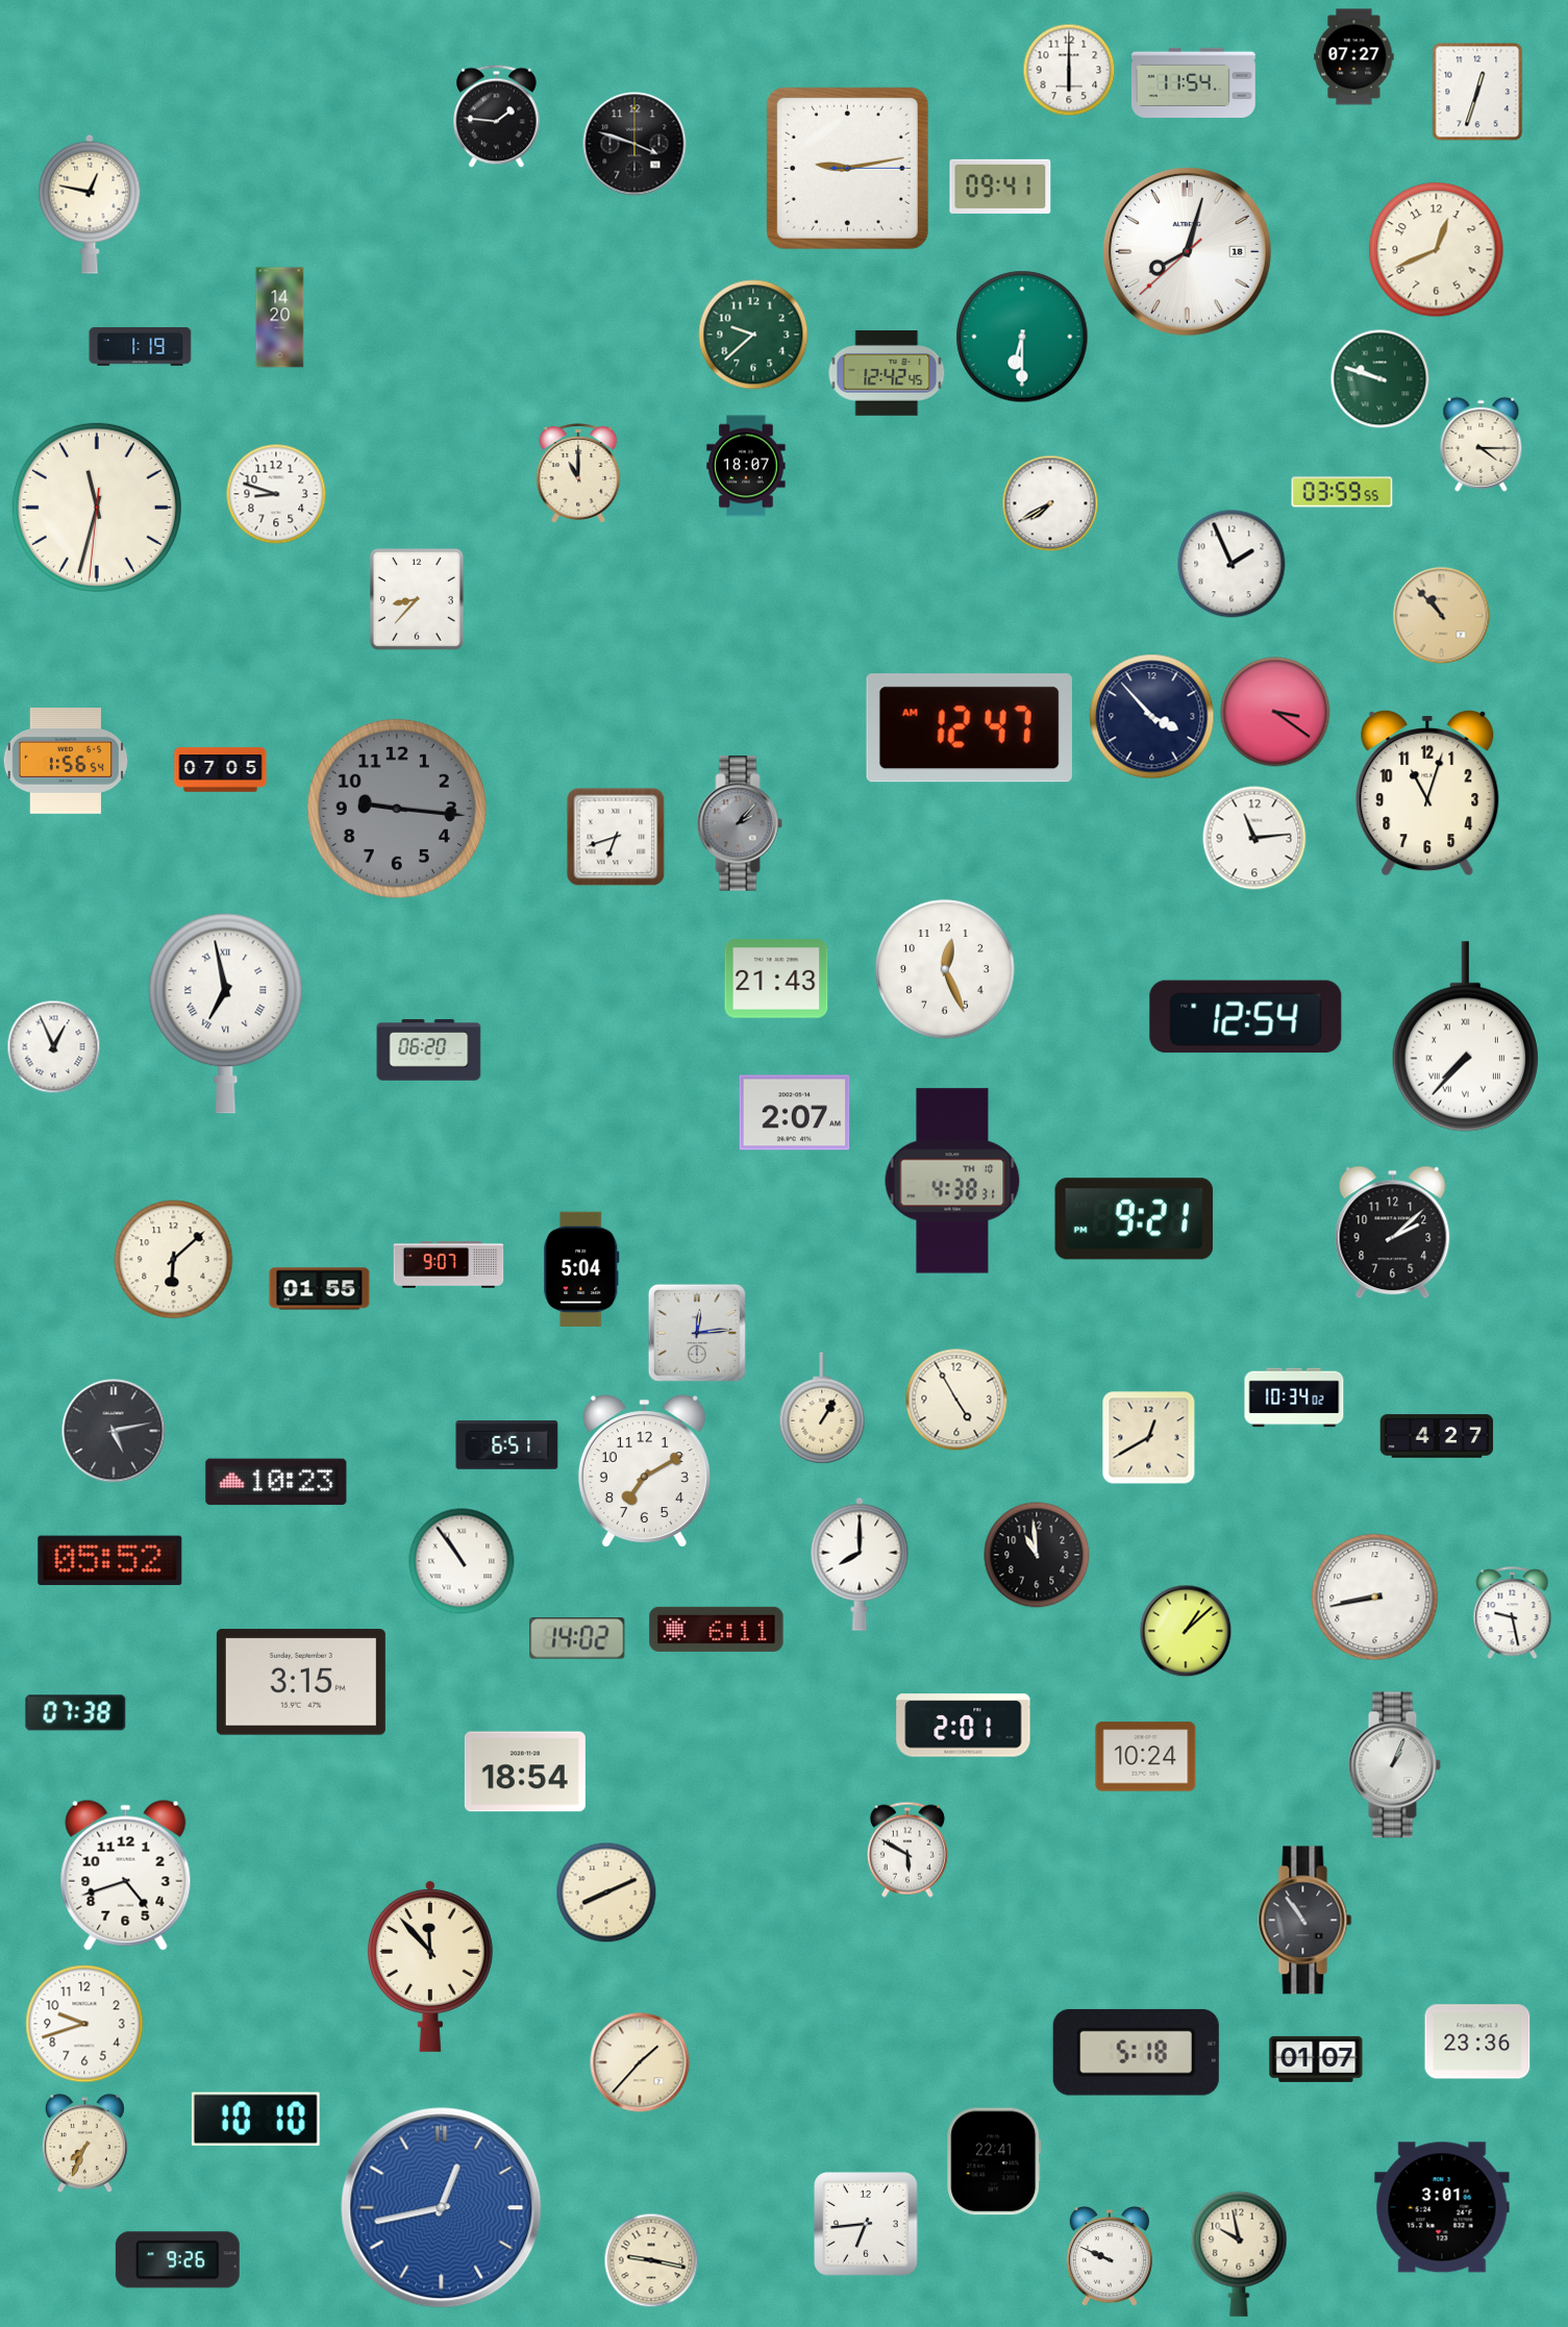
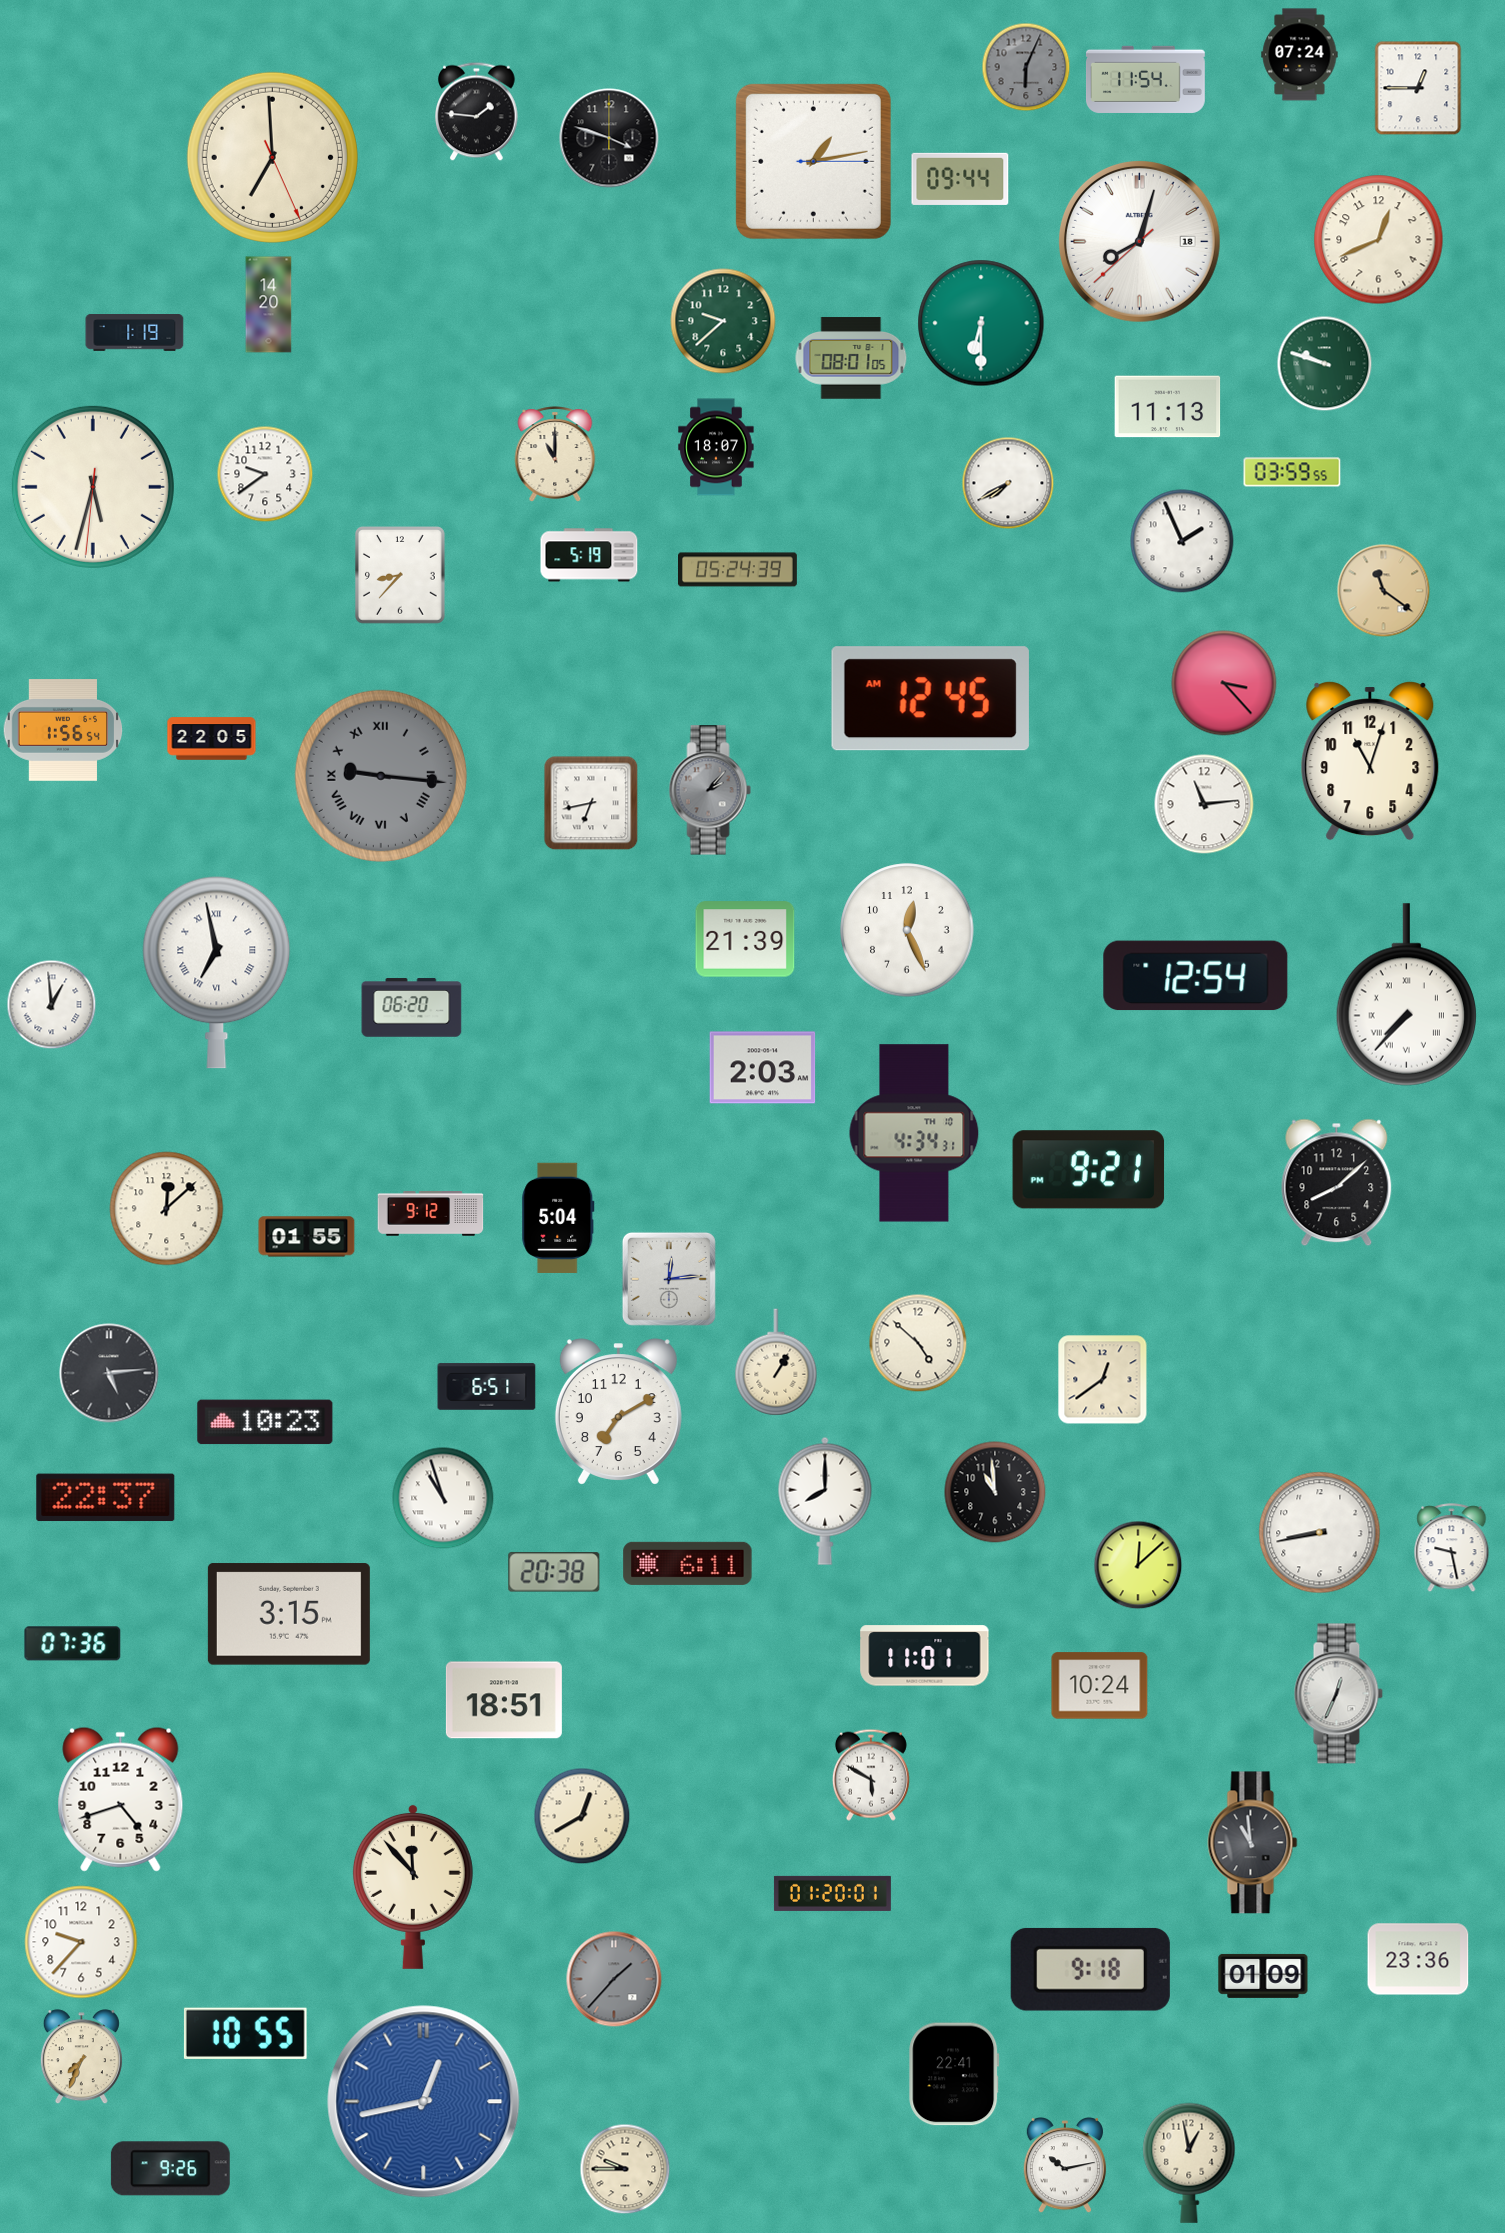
clock at (1354, 57): 07:27 -> 07:24
clock at (1069, 70): 6:00 -> 6:04
clock at (1069, 70) dial: white -> grey
clock at (1477, 92): 12:33 -> 12:45
clock at (272, 157): none -> 6:59
clock at (847, 168): 9:13 -> 1:13
clock at (1000, 187): 09:41 -> 09:44
clock at (90, 204): 12:47 -> none
clock at (887, 373): 12:42 -> 08:01
clock at (1168, 407): none -> 11:13
clock at (1482, 444): 4:15 -> none
clock at (1342, 492) position: (1342, 492) -> (1292, 472)
clock at (276, 494): 8:48 -> 9:39
clock at (97, 508): 11:32 -> 5:32
clock at (589, 555): none -> 5:19
clock at (738, 570): none -> 05:24
clock at (1441, 615): 10:53 -> 11:21
clock at (1275, 712): 3:21 -> 3:23
clock at (1152, 717): 3:53 -> none
clock at (969, 728): 12:47 -> 12:45
clock at (221, 770): 07:05 -> 22:05
clock at (397, 809) numerals: Arabic -> Roman
clock at (616, 837): 6:42 -> 6:43
clock at (776, 979): 21:43 -> 21:39
clock at (53, 1046): 12:56 -> 12:59
clock at (795, 1113): 2:07 -> 2:03
clock at (952, 1181): 4:38 -> 4:34
clock at (1393, 1233): 2:08 -> 8:08
clock at (174, 1260): 6:08 -> 12:08
clock at (449, 1265): 9:07 -> 9:12
clock at (1294, 1397): 10:34 -> none
clock at (956, 1400): 4:55 -> 4:52
clock at (822, 1408) position: (822, 1408) -> (776, 1362)
clock at (114, 1431): 5:13 -> 5:14
clock at (1437, 1436): 4:27 -> none
clock at (1149, 1438): 12:40 -> 12:39
clock at (110, 1561): 05:52 -> 22:37
clock at (462, 1561): 10:54 -> 10:57
clock at (1186, 1631): 1:08 -> 12:08
clock at (577, 1638): 14:02 -> 20:38
clock at (76, 1713): 07:38 -> 07:36
clock at (964, 1726): 2:01 -> 11:01
clock at (1394, 1765): 1:04 -> 12:34
clock at (525, 1772): 18:54 -> 18:51
clock at (606, 1892): 8:11 -> 12:40
clock at (1305, 1921): 10:54 -> 10:59
clock at (832, 1893): none -> 01:20
clock at (84, 2024): 9:42 -> 9:37
clock at (1136, 2052): 5:18 -> 9:18
clock at (1316, 2059): 01:07 -> 01:09
clock at (640, 2062) dial: cream -> grey
clock at (255, 2119): 10:10 -> 10:55
clock at (1442, 2207): 3:01 -> none
clock at (442, 2208) position: (442, 2208) -> (424, 2102)
clock at (866, 2224): 6:44 -> none
clock at (1239, 2254): 9:58 -> 12:58
clock at (1110, 2256): 9:49 -> 10:13
clock at (651, 2260): 9:17 -> 9:45
